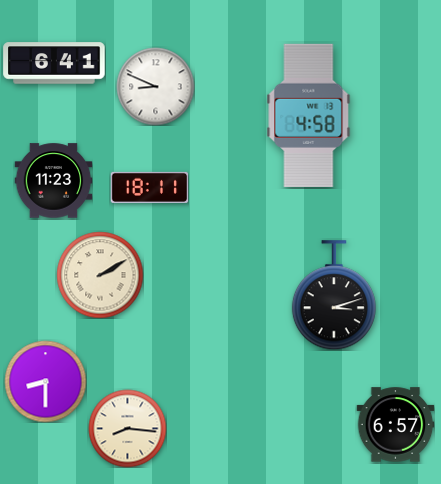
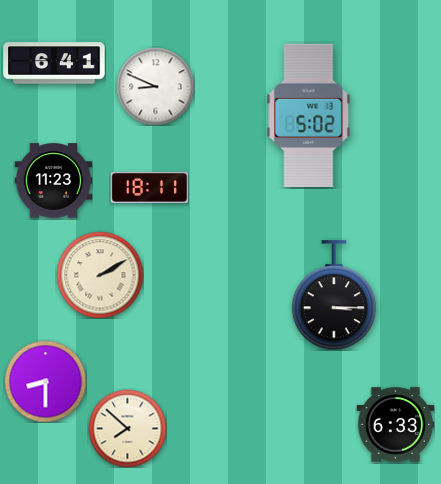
clock at (309, 115): 4:58 -> 5:02
clock at (334, 295): 3:12 -> 3:15
clock at (395, 425): 6:57 -> 6:33
clock at (127, 428): 8:16 -> 7:52
